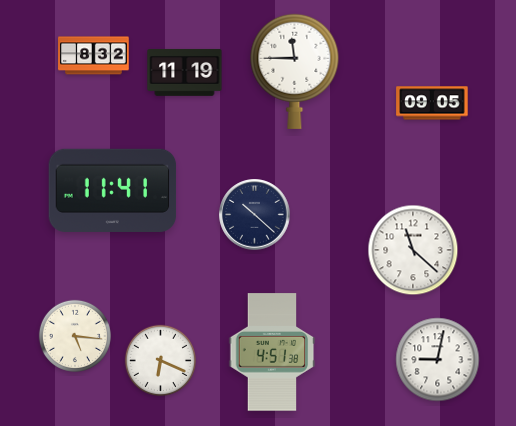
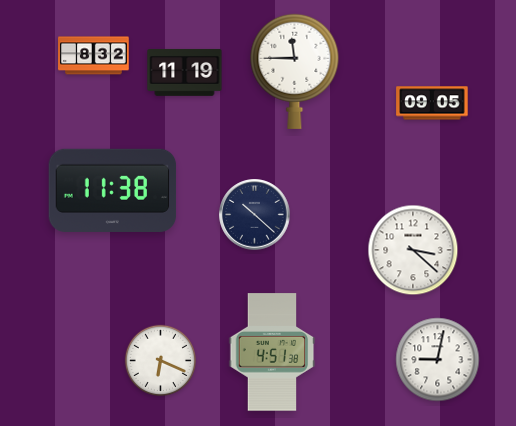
clock at (113, 190): 11:41 -> 11:38
clock at (413, 250): 11:22 -> 3:22
clock at (75, 336): 5:16 -> none
